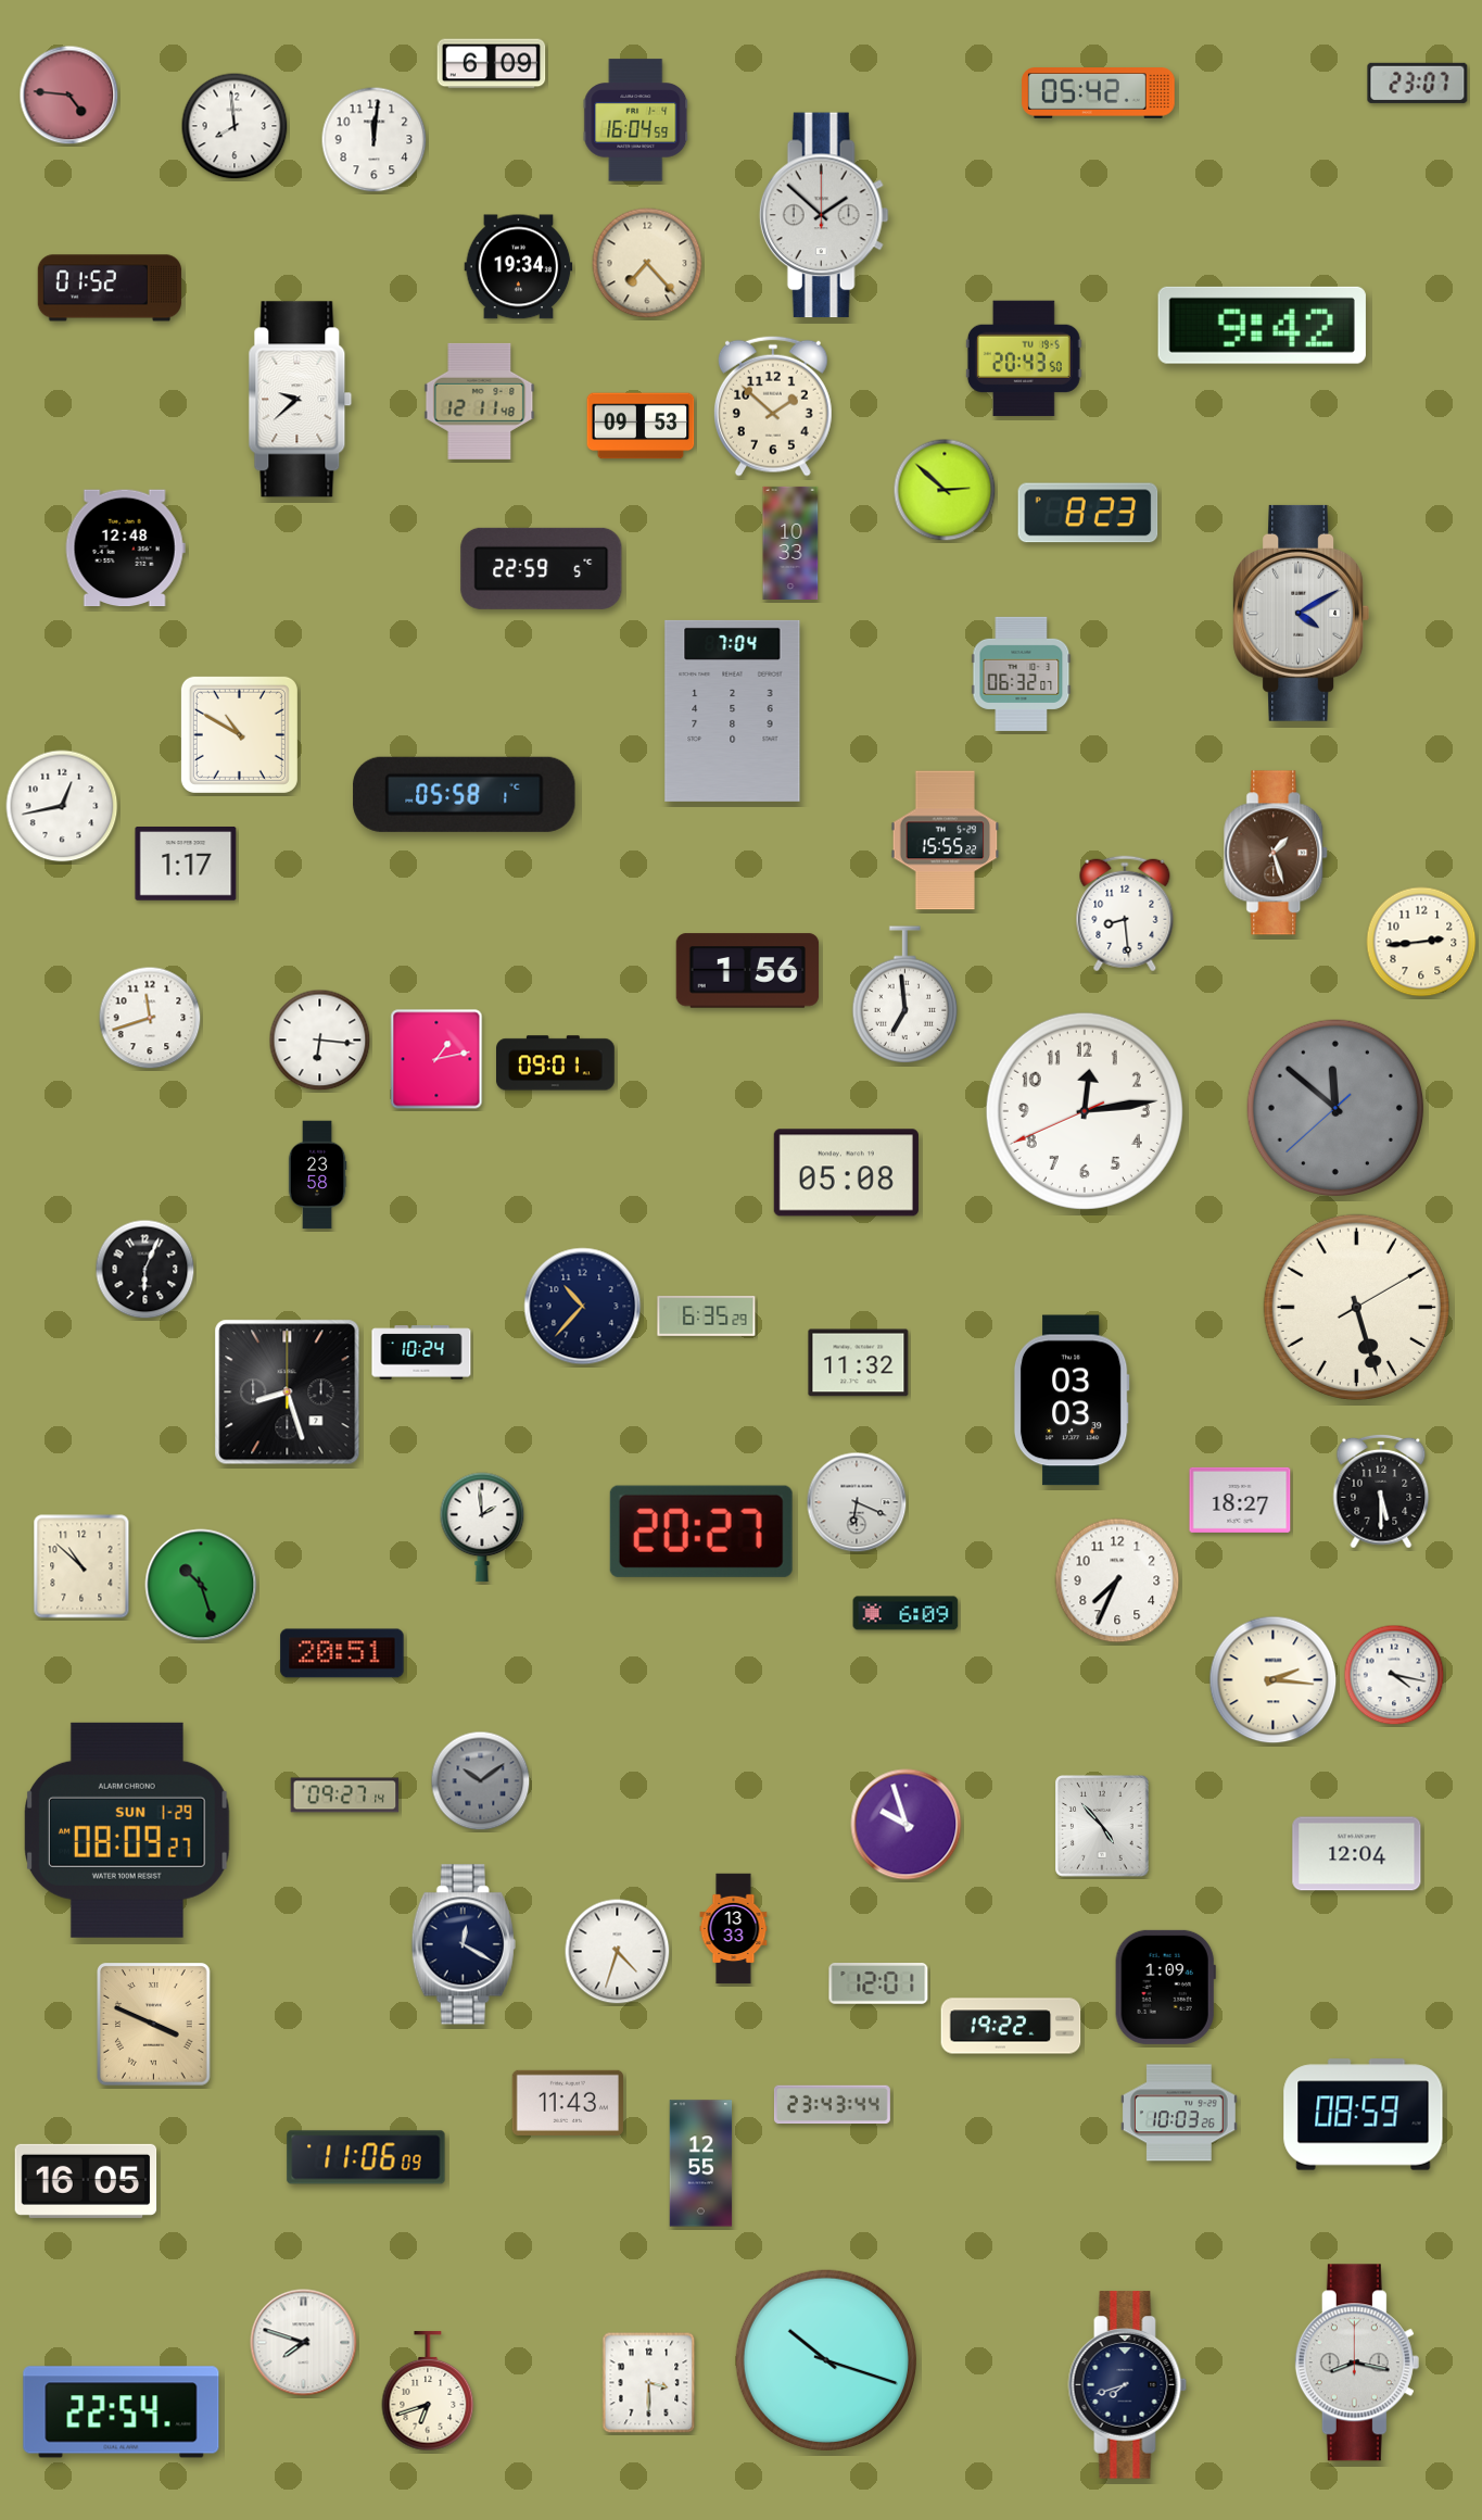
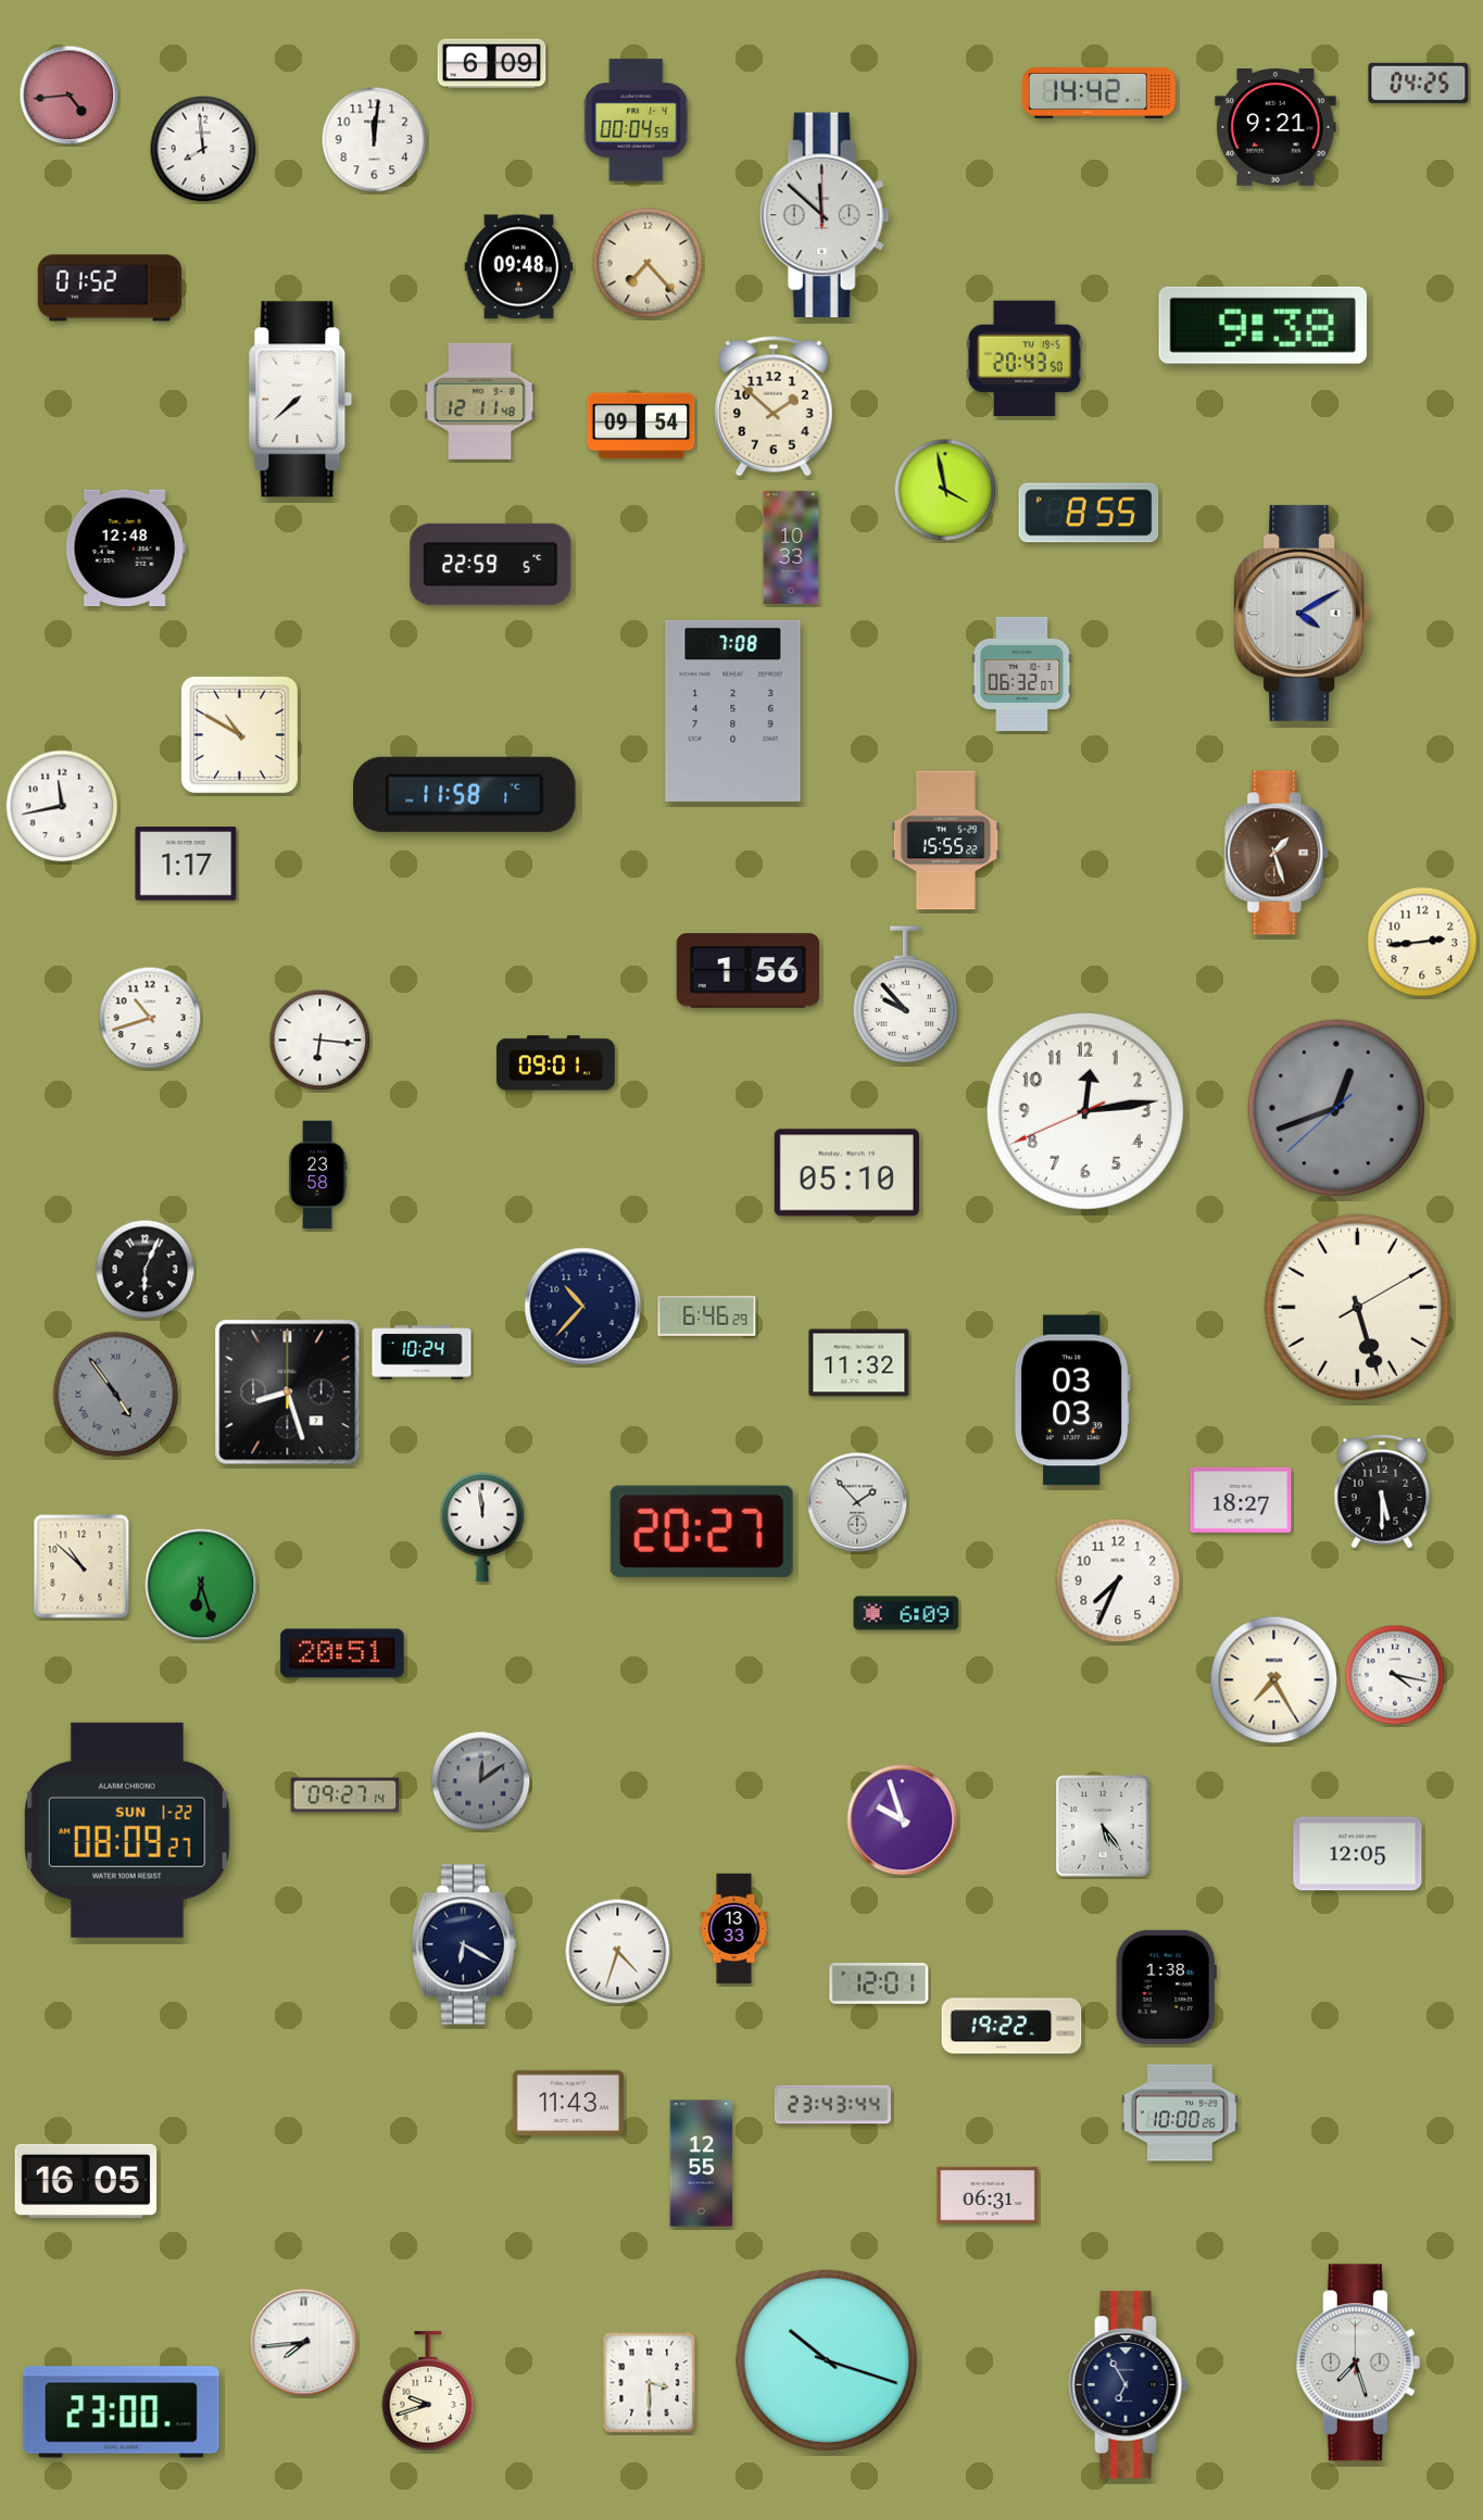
clock at (1418, 83): 23:07 -> 04:25
clock at (1099, 93): 05:42 -> 14:42
clock at (69, 96): 4:46 -> 4:44
clock at (636, 121): 16:04 -> 00:04
clock at (235, 126) position: (235, 126) -> (203, 149)
clock at (1275, 127): none -> 9:21
clock at (824, 215): 1:52 -> 11:52
clock at (519, 267): 19:34 -> 09:48
clock at (1262, 325): 9:42 -> 9:38
clock at (301, 400): 9:38 -> 7:38
clock at (641, 426): 09:53 -> 09:54
clock at (945, 490): 2:52 -> 3:58
clock at (1088, 513): 8:23 -> 8:55
clock at (790, 543) position: (790, 543) -> (791, 547)
clock at (542, 568) position: (542, 568) -> (491, 564)
clock at (733, 710): 7:04 -> 7:08
clock at (465, 794): 05:58 -> 11:58
clock at (62, 806): 12:43 -> 11:43
clock at (1125, 913): 8:29 -> none
clock at (905, 994): 6:59 -> 9:53
clock at (150, 1018): 11:42 -> 10:42
clock at (436, 1059): 1:13 -> none
clock at (1334, 1107): 11:51 -> 12:41
clock at (846, 1173): 05:08 -> 05:10
clock at (707, 1315): 6:35 -> 6:46
clock at (116, 1395): none -> 4:54
clock at (857, 1502): 6:19 -> 1:53
clock at (482, 1527): 1:59 -> 11:59
clock at (201, 1585): 10:27 -> 6:27
clock at (1274, 1680): 2:16 -> 7:25
clock at (481, 1781): 10:09 -> 12:09
clock at (907, 1825) position: (907, 1825) -> (903, 1820)
clock at (1103, 1826): 4:53 -> 5:24
clock at (128, 1830) date: SUN 1-29 -> SUN 1-22
clock at (1357, 1854): 12:04 -> 12:05
clock at (464, 1944): 12:20 -> 6:20
clock at (1165, 1987): 1:09 -> 1:38
clock at (154, 2025): 3:49 -> none
clock at (1179, 2113): 10:03 -> 10:00
clock at (1364, 2115): 08:59 -> none
clock at (366, 2157): 11:06 -> none
clock at (988, 2194): none -> 06:31
clock at (304, 2343): 7:48 -> 7:44
clock at (1357, 2362): 8:17 -> 7:27
clock at (1128, 2385): 7:42 -> 6:55
clock at (428, 2392): 6:42 -> 9:42
clock at (122, 2412): 22:54 -> 23:00
